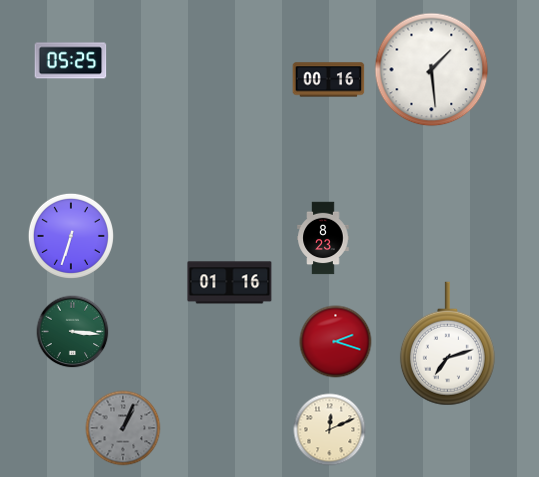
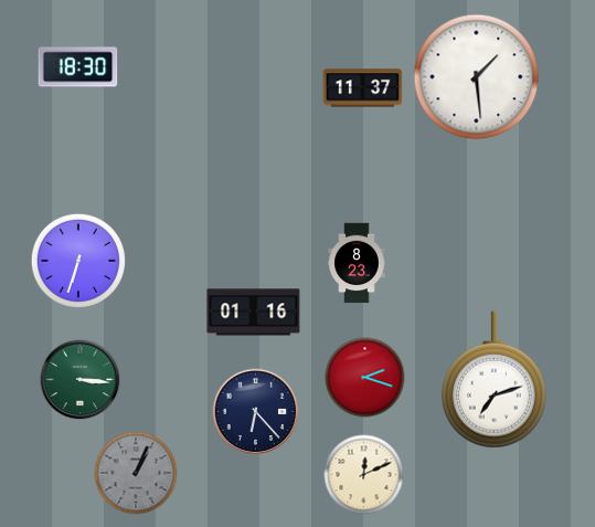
clock at (71, 61): 05:25 -> 18:30
clock at (329, 80): 00:16 -> 11:37
clock at (73, 332) position: (73, 332) -> (81, 380)
clock at (336, 342) position: (336, 342) -> (365, 378)
clock at (256, 412): none -> 6:23
